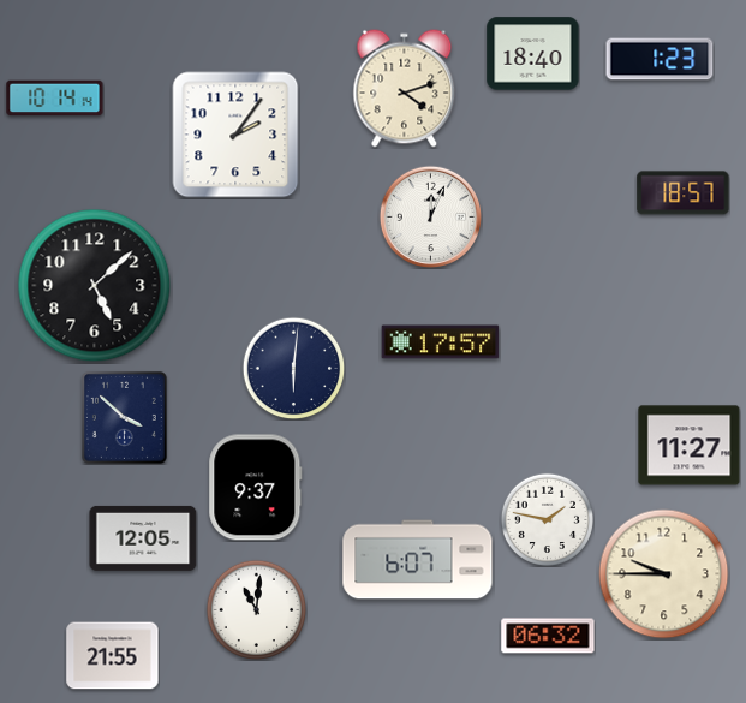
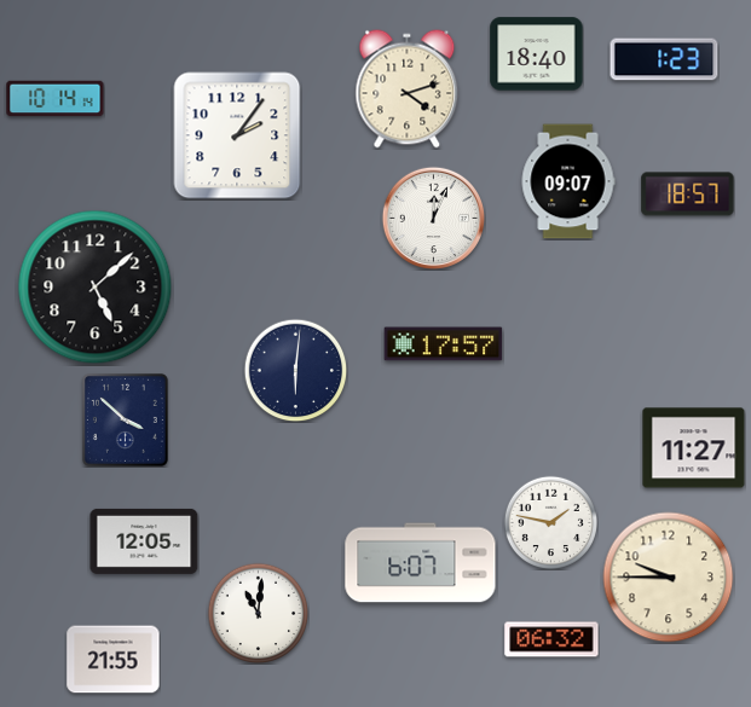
clock at (568, 181): none -> 09:07
clock at (256, 488): 9:37 -> none
